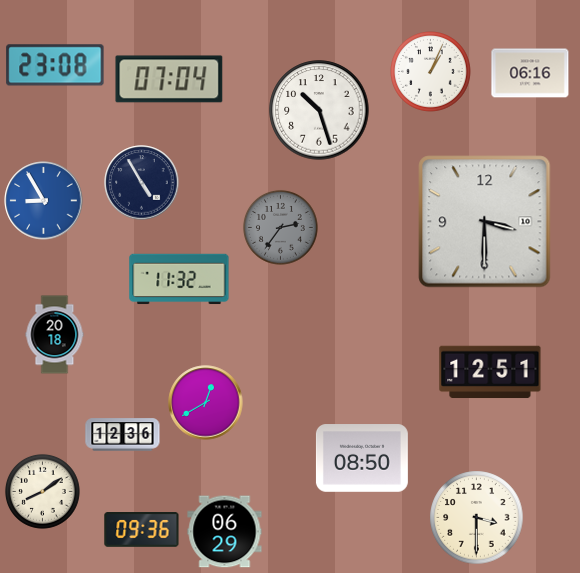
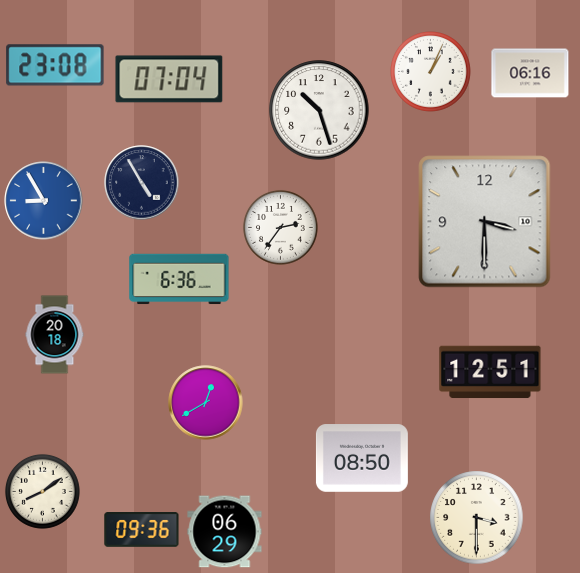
clock at (280, 227) dial: grey -> white
clock at (179, 279): 11:32 -> 6:36
clock at (123, 435): 12:36 -> none
